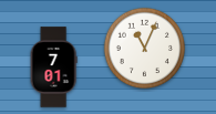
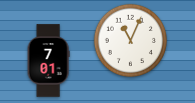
clock at (144, 48) position: (144, 48) -> (130, 40)
